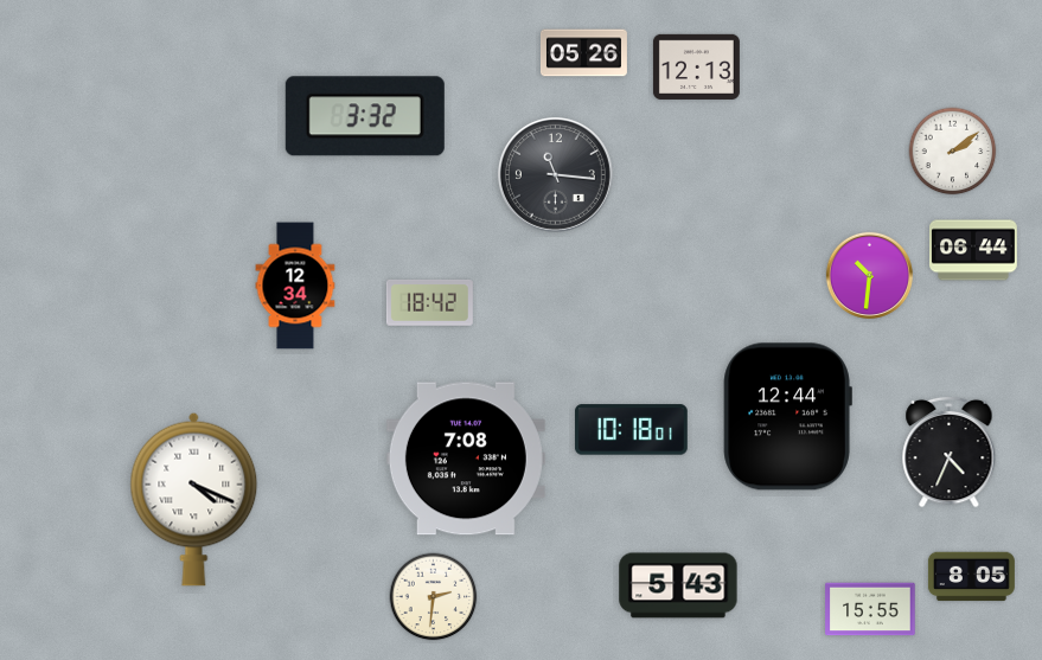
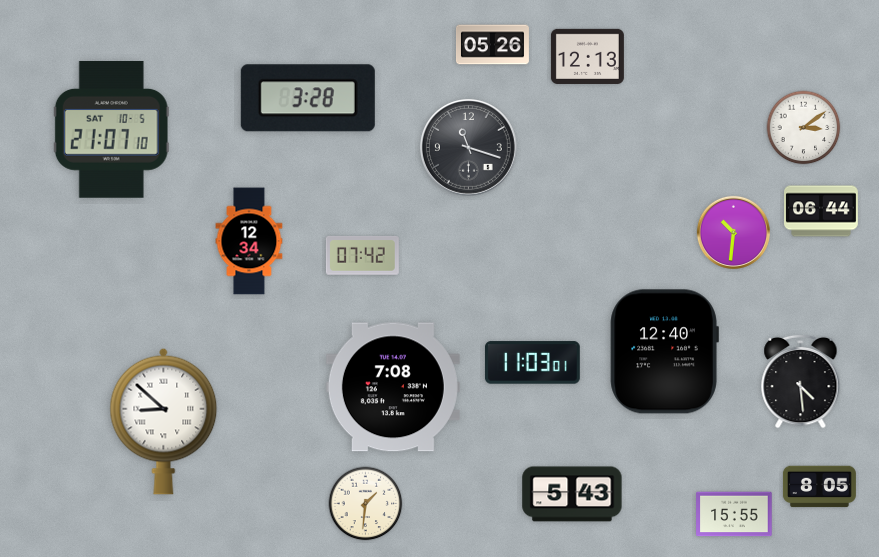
clock at (365, 116): 3:32 -> 3:28
clock at (953, 152): 2:09 -> 3:09
clock at (111, 130): none -> 21:07
clock at (555, 174): 11:16 -> 11:18
clock at (429, 302): 18:42 -> 07:42
clock at (787, 417): 12:44 -> 12:40
clock at (631, 430): 10:18 -> 11:03
clock at (950, 451): 4:34 -> 4:29
clock at (194, 499): 4:19 -> 8:52
clock at (434, 597): 2:31 -> 1:31
